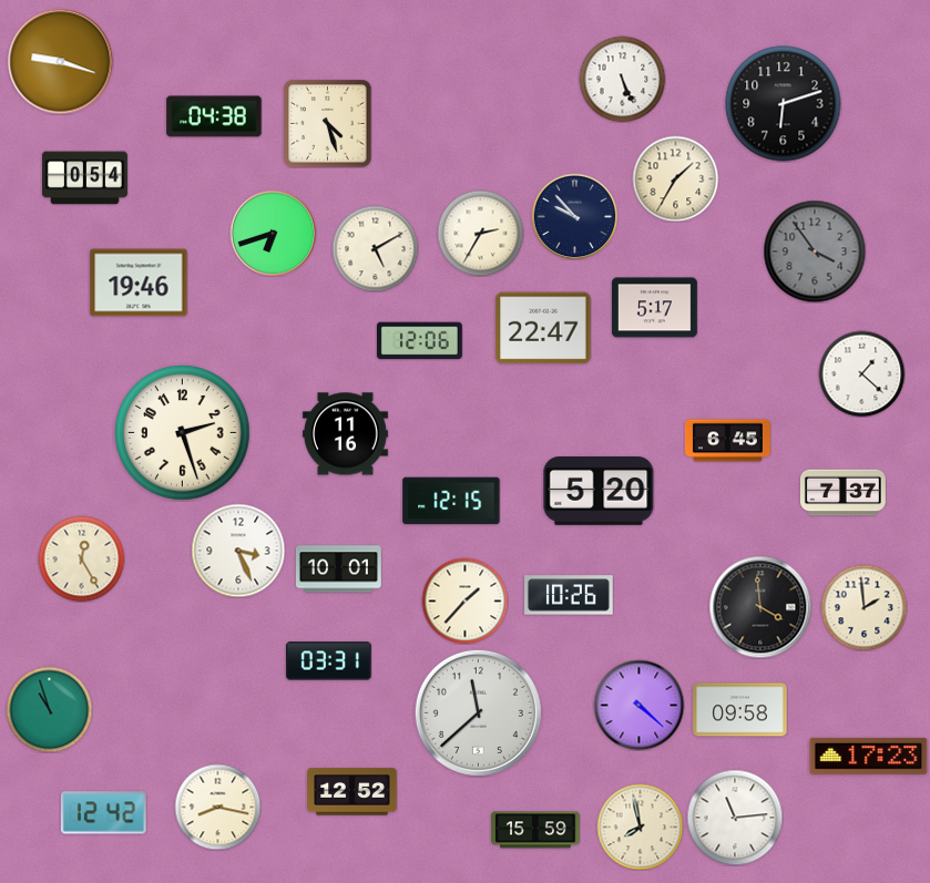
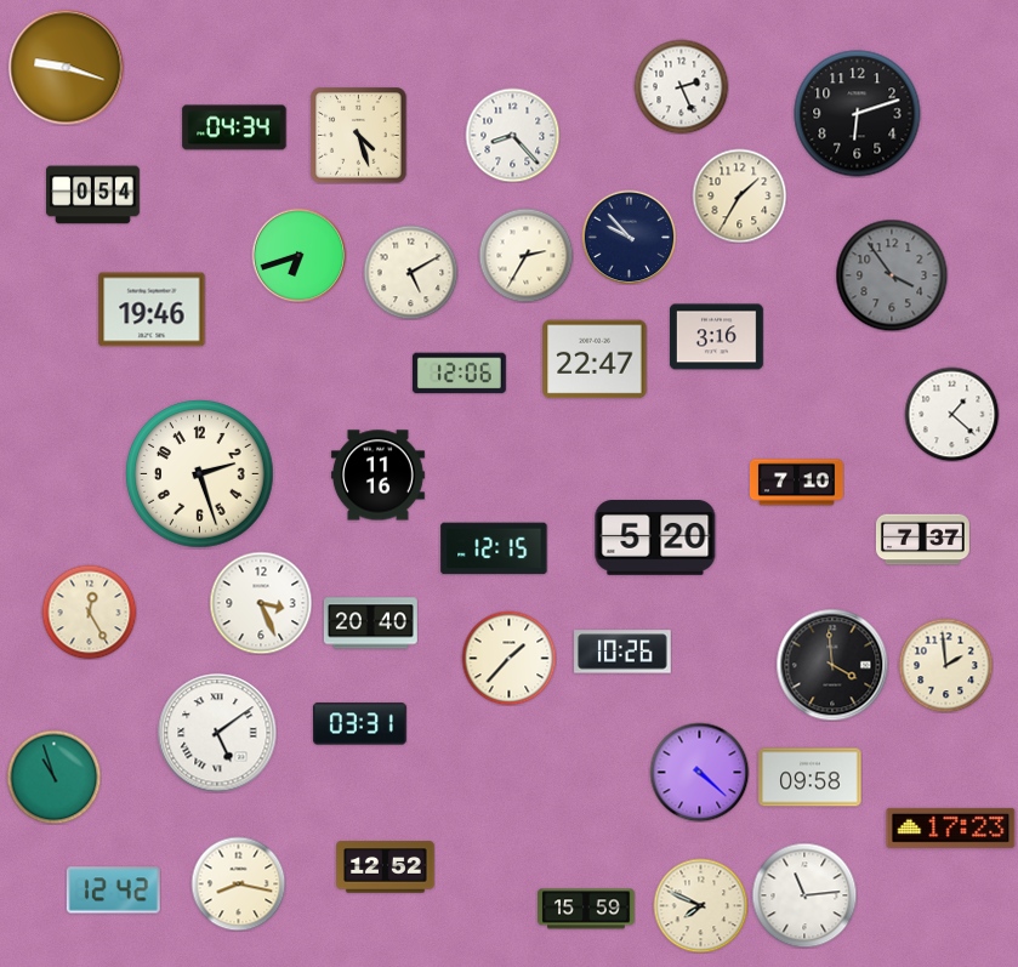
clock at (622, 79): 5:26 -> 2:26
clock at (214, 116): 04:38 -> 04:34
clock at (512, 135): none -> 8:23
clock at (654, 308): 5:17 -> 3:16
clock at (861, 373) position: (861, 373) -> (951, 414)
clock at (727, 441): 6:45 -> 7:10
clock at (338, 569): 10:01 -> 20:40
clock at (217, 733): none -> 5:09
clock at (478, 712): 11:38 -> none
clock at (640, 826): 7:58 -> 7:49
